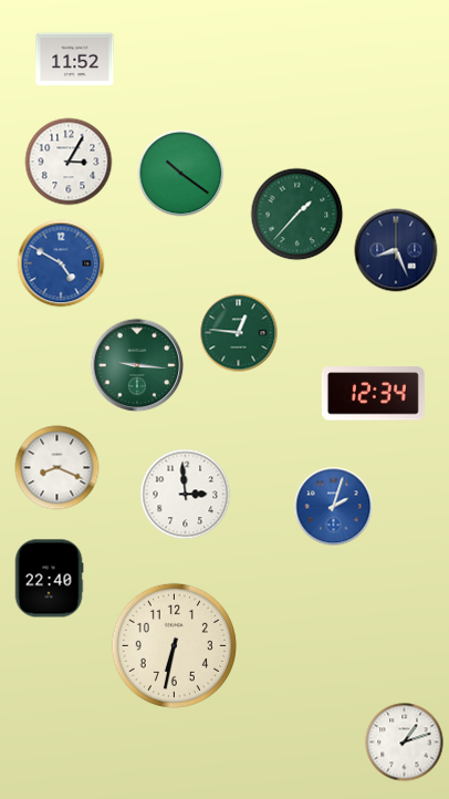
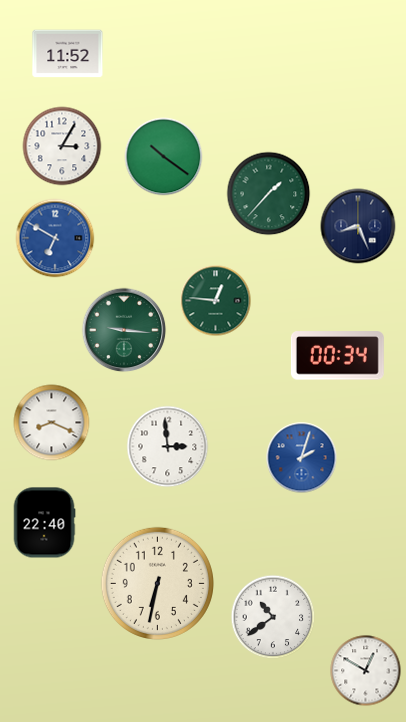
clock at (61, 263): 4:50 -> 6:50
clock at (373, 394): 12:34 -> 00:34
clock at (273, 617): none -> 10:39
clock at (405, 743): 1:12 -> 12:50
